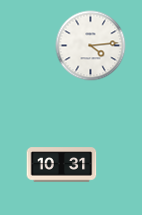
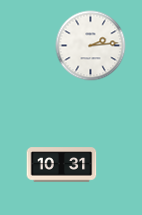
clock at (91, 46): 4:14 -> 2:14
